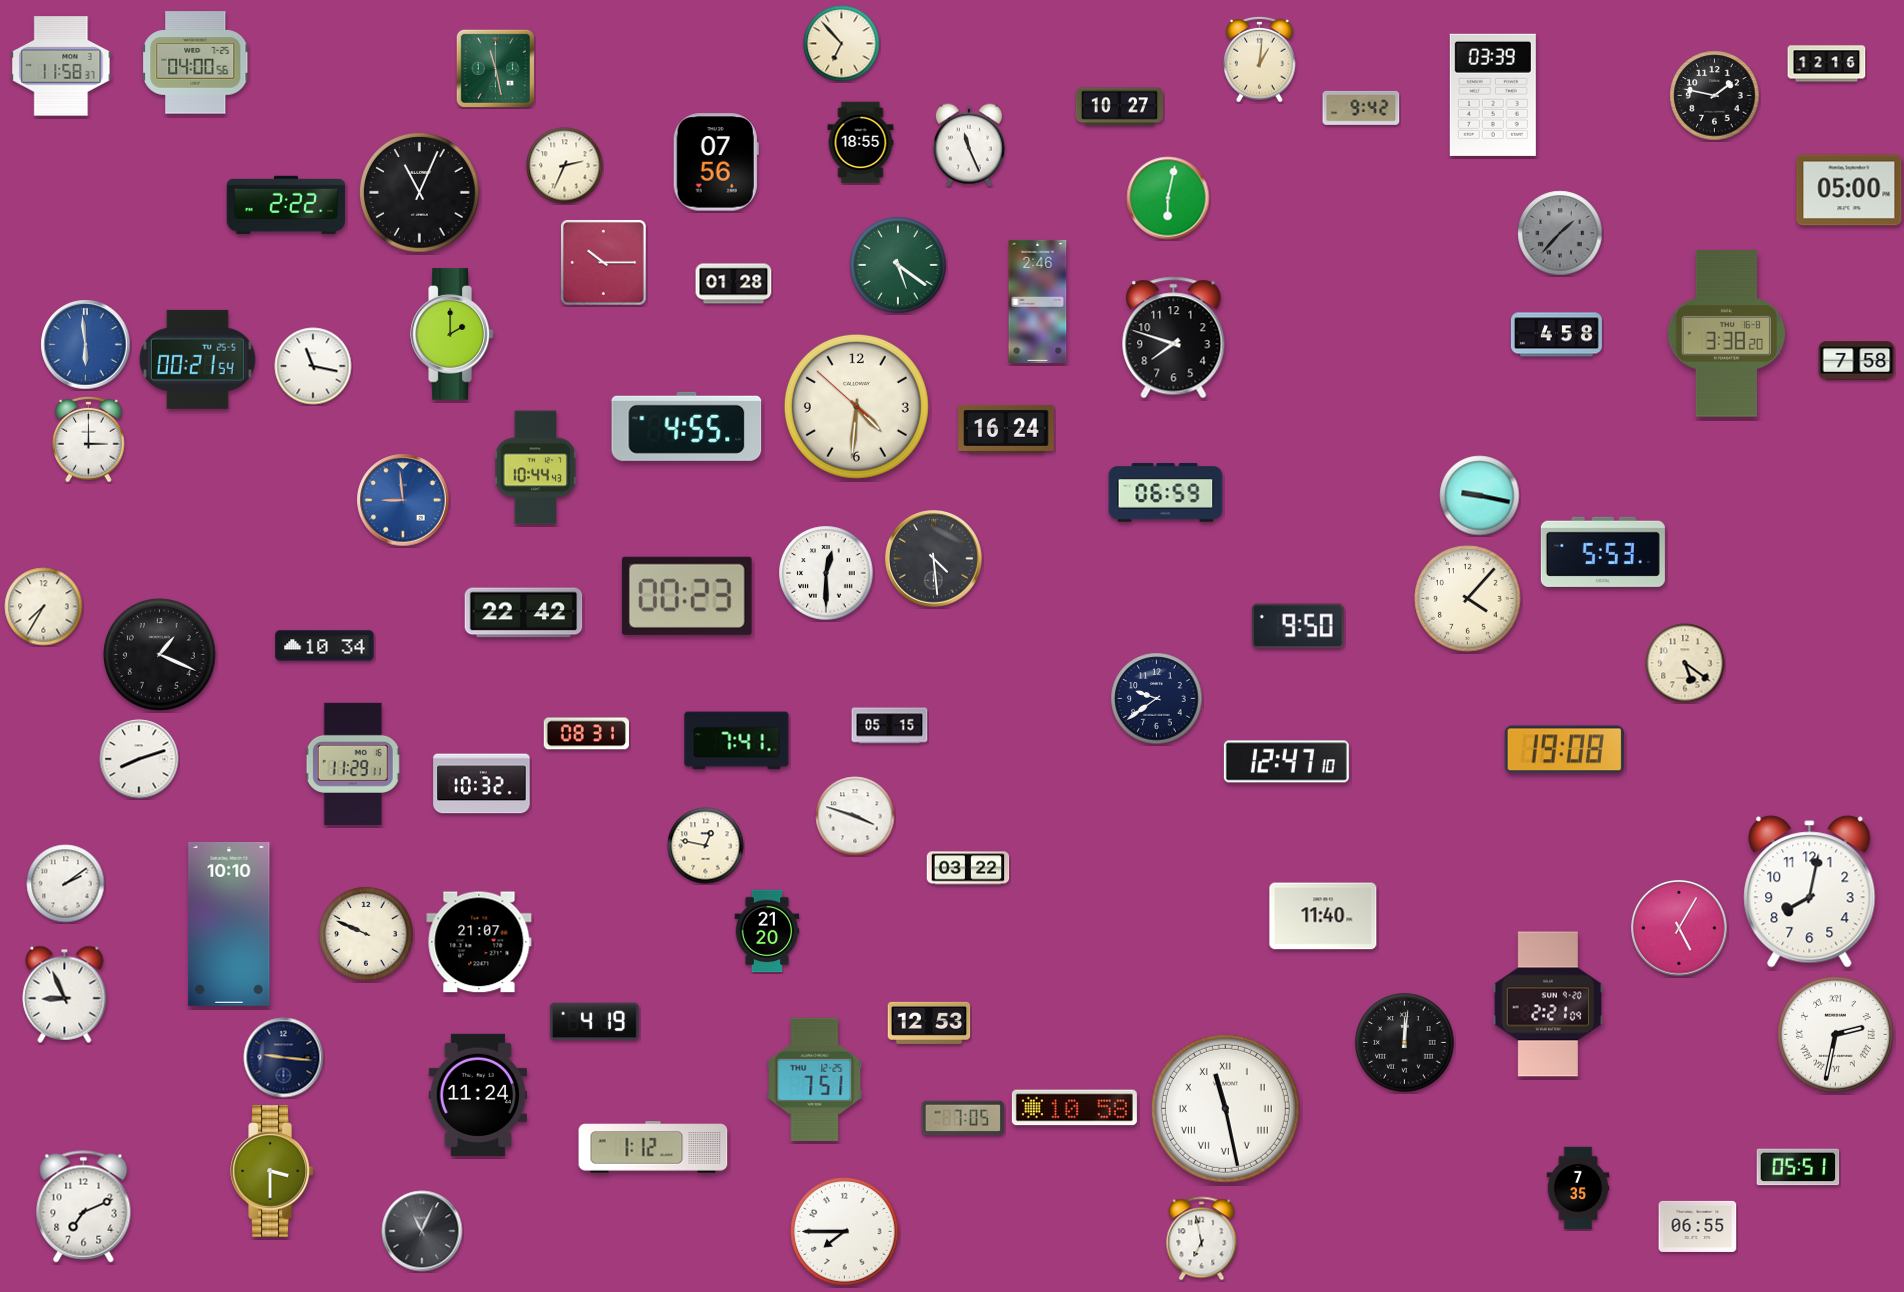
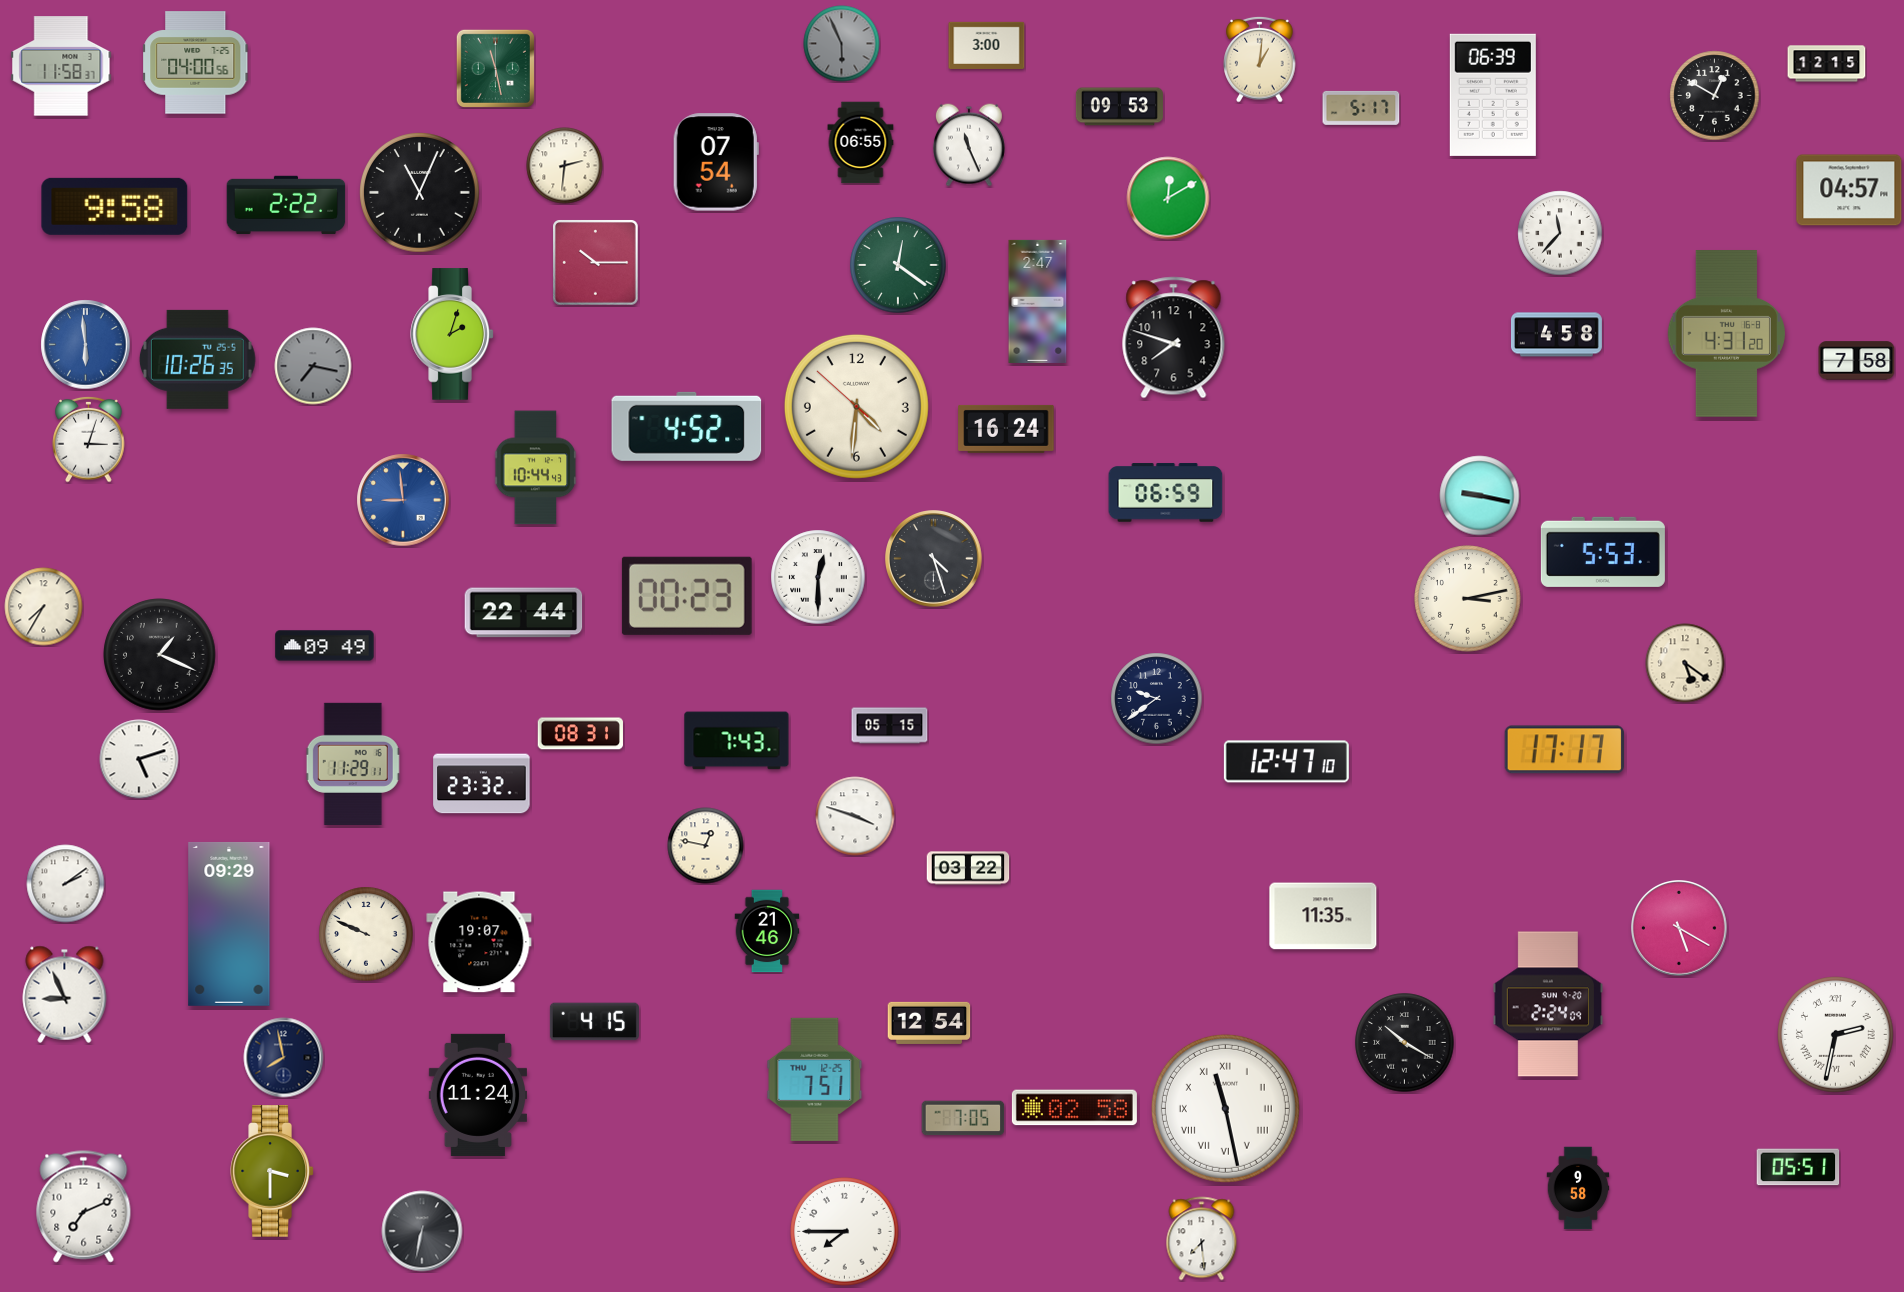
clock at (842, 44): 6:53 -> 5:56
clock at (842, 44) dial: cream -> grey
clock at (987, 45): none -> 3:00
clock at (1827, 64): 12:16 -> 12:15
clock at (1493, 95): 03:39 -> 06:39
clock at (1715, 96): 1:47 -> 12:50
clock at (1119, 107): 10:27 -> 09:53
clock at (1361, 108): 9:42 -> 5:17
clock at (861, 143): 18:55 -> 06:55
clock at (716, 162): 07:56 -> 07:54
clock at (565, 166): 2:34 -> 2:31
clock at (1849, 190): 05:00 -> 04:57
clock at (1168, 198): 6:02 -> 12:10
clock at (115, 206): none -> 9:58
clock at (1560, 233): 1:37 -> 11:37
clock at (1560, 233) dial: grey -> white
clock at (604, 263) position: (604, 263) -> (596, 263)
clock at (898, 265): 5:21 -> 12:21
clock at (734, 284): 01:28 -> none
clock at (1038, 301): 2:46 -> 2:47
clock at (452, 334): 2:00 -> 2:03
clock at (1726, 334): 3:38 -> 4:31
clock at (197, 359): 00:21 -> 10:26
clock at (313, 366): 11:17 -> 7:17
clock at (313, 366) dial: white -> grey
clock at (687, 426): 4:55 -> 4:52
clock at (89, 439): 3:00 -> 3:03
clock at (934, 559): 4:29 -> 4:27
clock at (826, 573) position: (826, 573) -> (818, 577)
clock at (1468, 599): 4:07 -> 3:13
clock at (524, 613): 22:42 -> 22:44
clock at (1298, 626): 9:50 -> none
clock at (325, 646): 10:34 -> 09:49
clock at (586, 734) position: (586, 734) -> (580, 734)
clock at (737, 741): 7:41 -> 7:43
clock at (1564, 750): 19:08 -> 17:17
clock at (139, 759): 8:12 -> 5:12
clock at (482, 784): 10:32 -> 23:32
clock at (1810, 892): 8:02 -> none
clock at (1323, 916): 11:40 -> 11:35
clock at (229, 924): 10:10 -> 09:29
clock at (1679, 928): 5:05 -> 5:20
clock at (767, 931): 21:20 -> 21:46
clock at (479, 942): 21:07 -> 19:07
clock at (1547, 1004): 2:21 -> 2:24
clock at (594, 1022): 4:19 -> 4:15
clock at (929, 1023): 12:53 -> 12:54
clock at (1405, 1043): 12:01 -> 10:20
clock at (284, 1058): 9:16 -> 7:58
clock at (1074, 1108): 10:58 -> 02:58
clock at (653, 1147): 1:12 -> none
clock at (1578, 1188): 7:35 -> 9:58
clock at (1698, 1226): 06:55 -> none
clock at (422, 1231): 11:04 -> 6:32
clock at (1202, 1239): 6:58 -> 7:29
